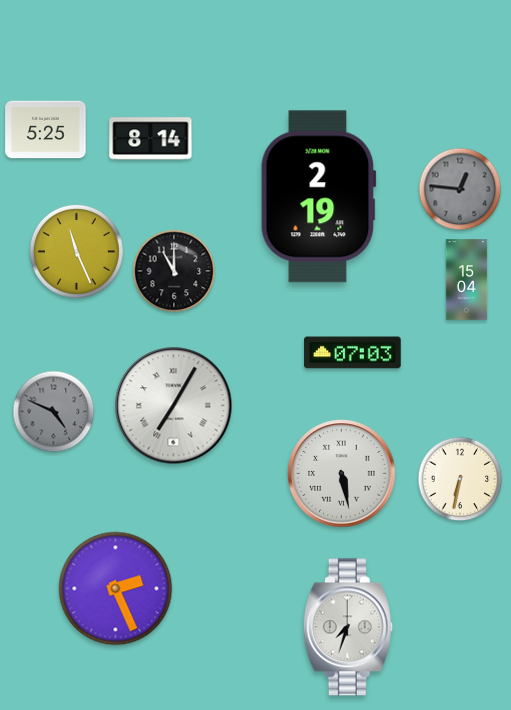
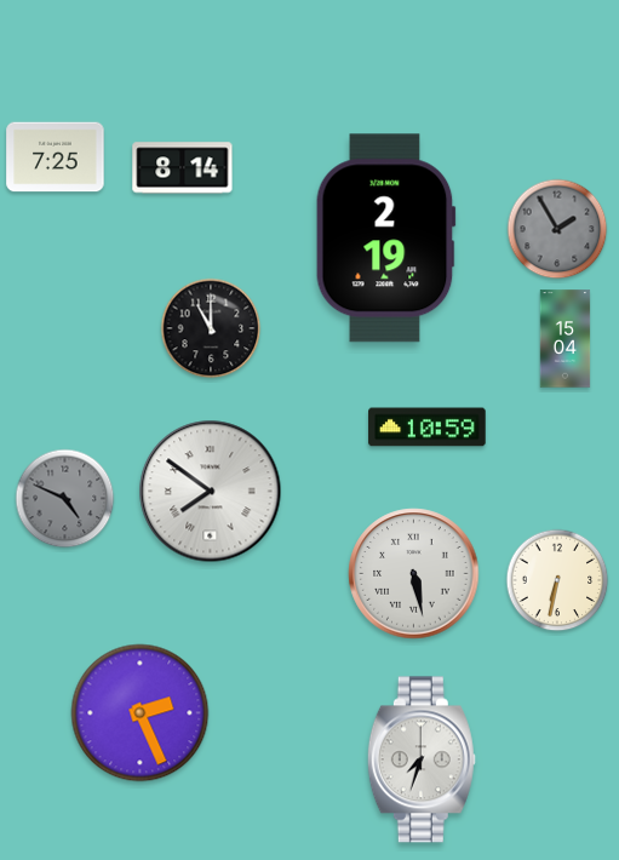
clock at (46, 130): 5:25 -> 7:25
clock at (460, 189): 12:46 -> 1:55
clock at (76, 251): 11:26 -> none
clock at (353, 353): 07:03 -> 10:59
clock at (174, 406): 7:05 -> 7:51
